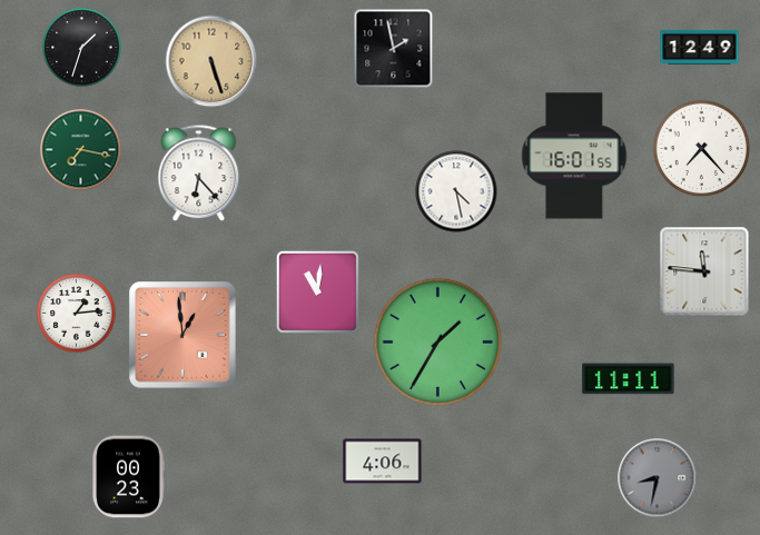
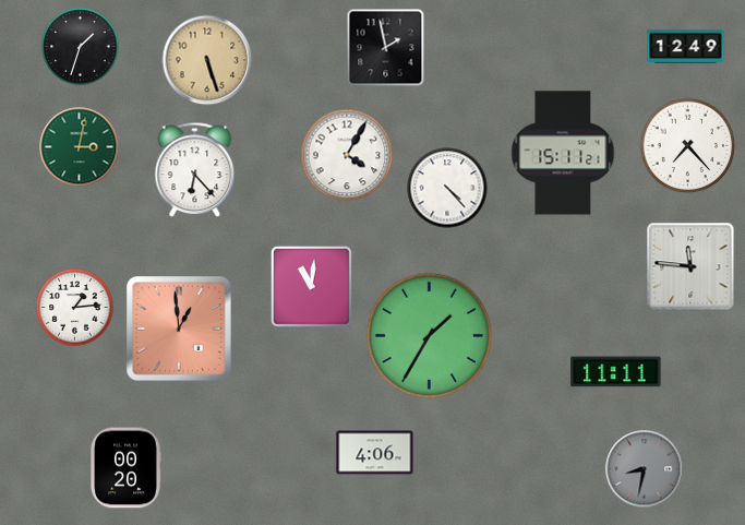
clock at (81, 150): 7:17 -> 3:02
clock at (574, 156): 16:01 -> 15:11
clock at (347, 155): none -> 4:05
clock at (456, 191): 4:28 -> 4:23
clock at (128, 477): 00:23 -> 00:20
